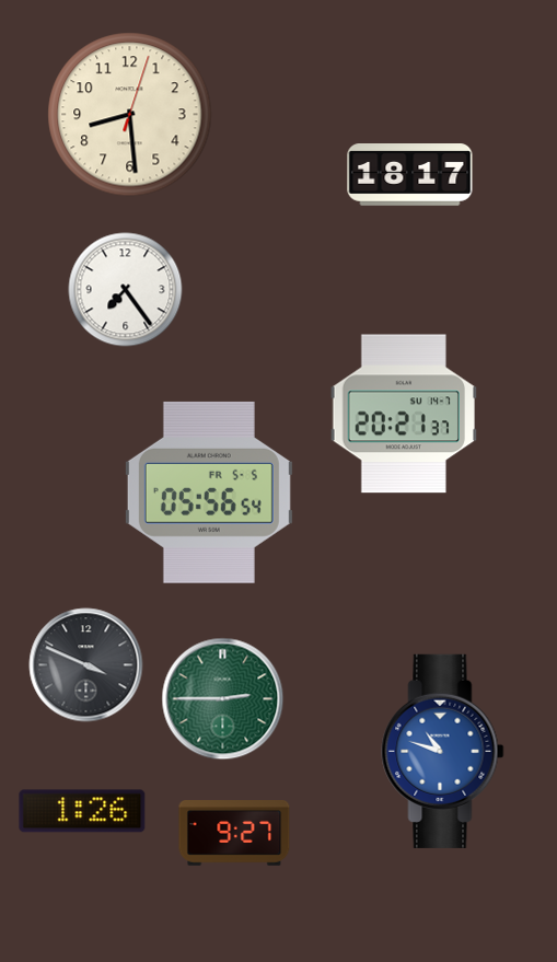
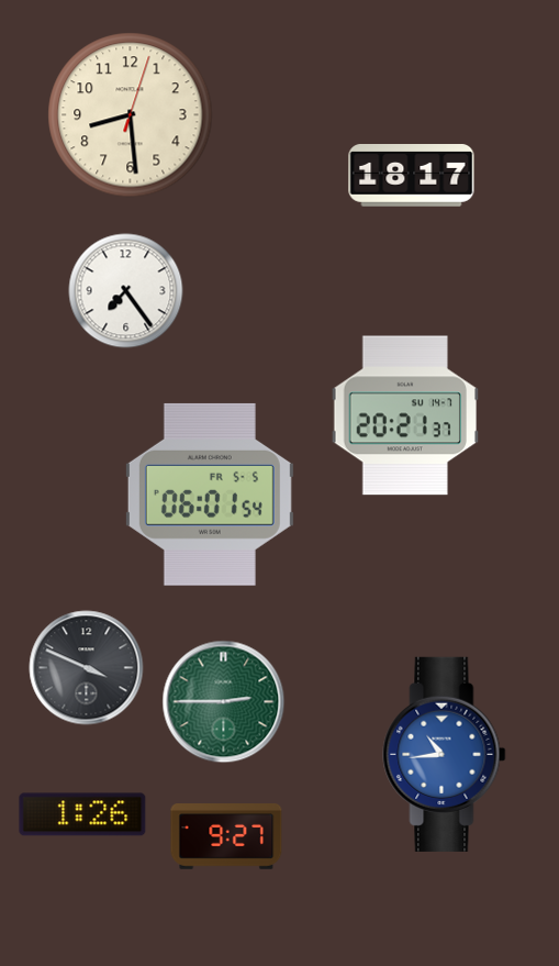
clock at (209, 492): 05:56 -> 06:01
clock at (443, 751): 10:48 -> 10:44
clock at (234, 833) position: (234, 833) -> (226, 836)
